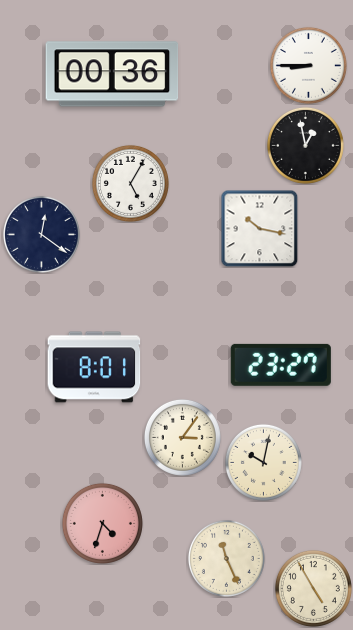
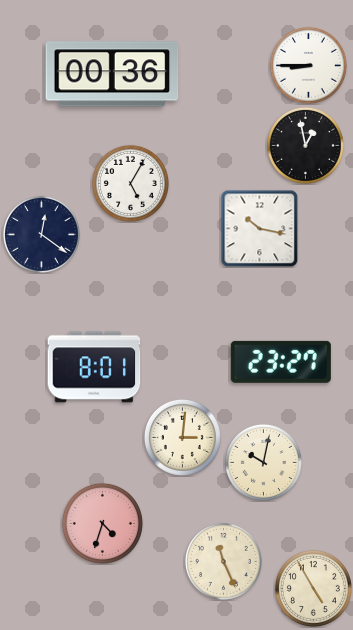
clock at (281, 365) position: (281, 365) -> (281, 362)
clock at (182, 437): 3:06 -> 3:01
clock at (226, 558) position: (226, 558) -> (223, 561)
